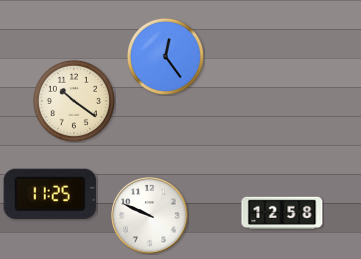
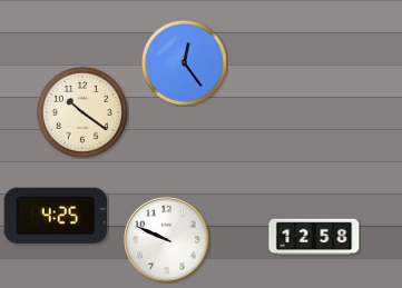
clock at (50, 194): 11:25 -> 4:25
